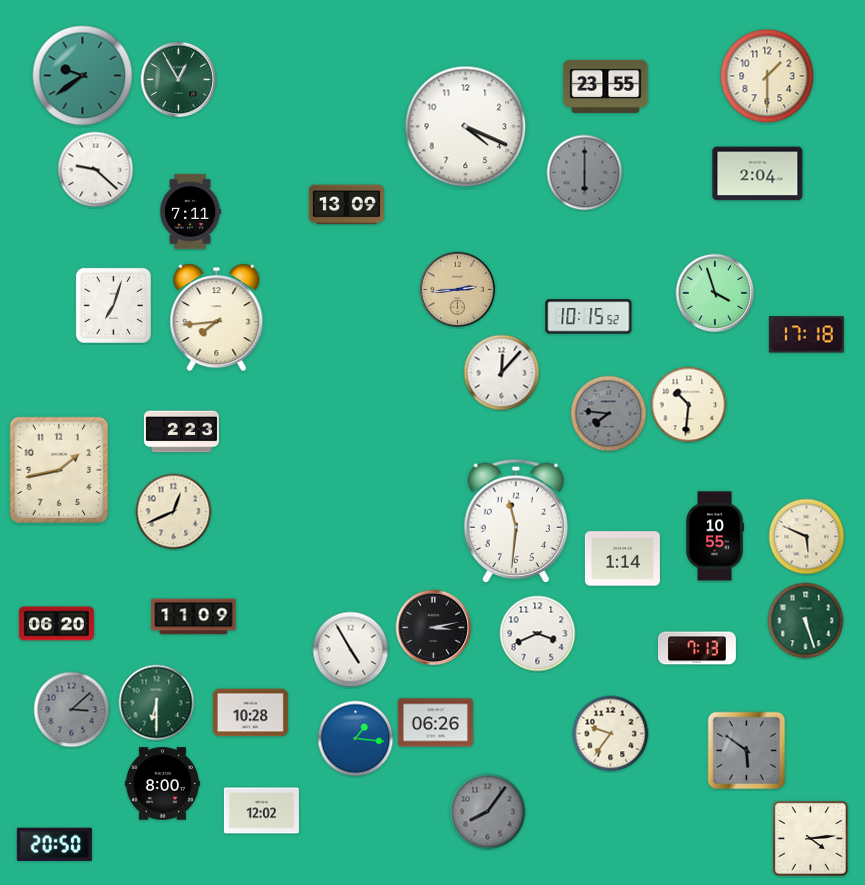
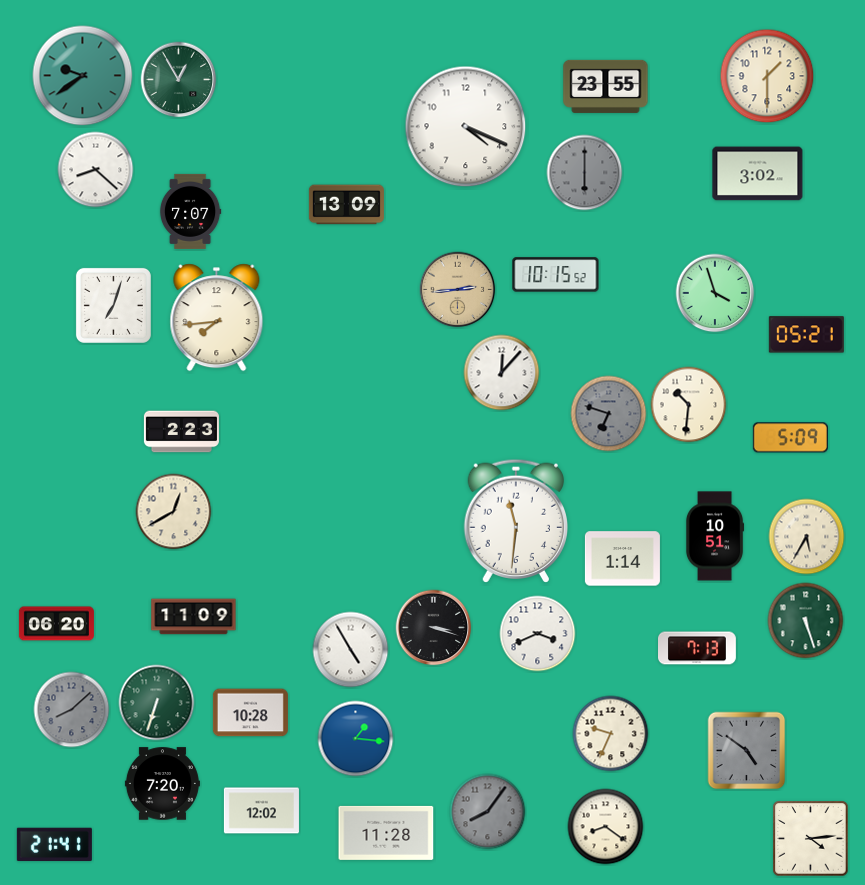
clock at (96, 170): 9:22 -> 8:22
clock at (758, 174): 2:04 -> 3:02
clock at (190, 211): 7:11 -> 7:07
clock at (589, 317) position: (589, 317) -> (556, 275)
clock at (806, 335): 17:18 -> 05:21
clock at (609, 414): 7:46 -> 6:48
clock at (790, 438): none -> 5:09
clock at (59, 470): 1:43 -> none
clock at (174, 512): 12:41 -> 12:40
clock at (715, 536): 10:55 -> 10:51
clock at (807, 537): 5:49 -> 5:35
clock at (434, 628): 3:13 -> 3:18
clock at (157, 703): 6:30 -> 6:33
clock at (72, 710): 3:08 -> 8:08
clock at (435, 723): 06:26 -> none
clock at (611, 734): 9:36 -> 9:34
clock at (747, 751): 5:51 -> 4:51
clock at (162, 784): 8:00 -> 7:20
clock at (606, 827): none -> 8:21
clock at (386, 833): none -> 11:28
clock at (54, 845): 20:50 -> 21:41
